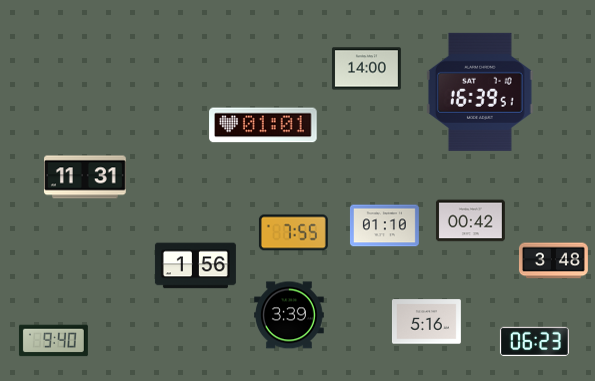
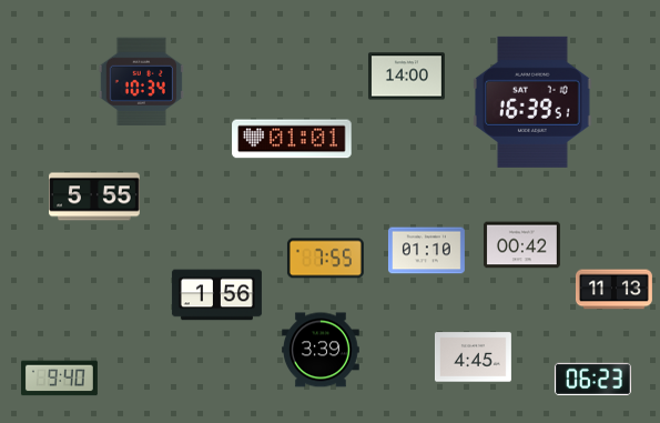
clock at (141, 81): none -> 10:34
clock at (86, 177): 11:31 -> 5:55
clock at (553, 261): 3:48 -> 11:13
clock at (426, 322): 5:16 -> 4:45
